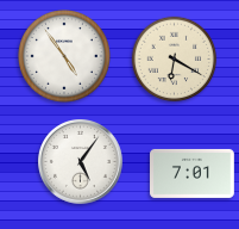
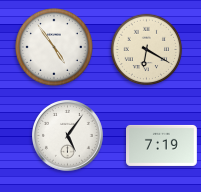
clock at (193, 173): 7:01 -> 7:19
